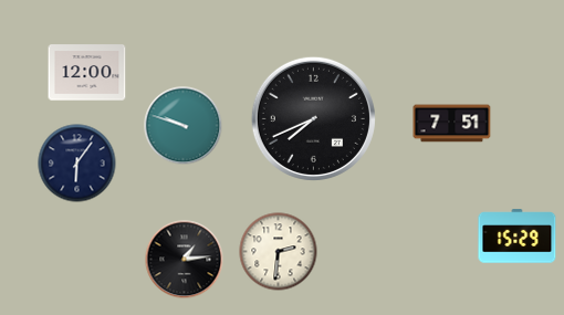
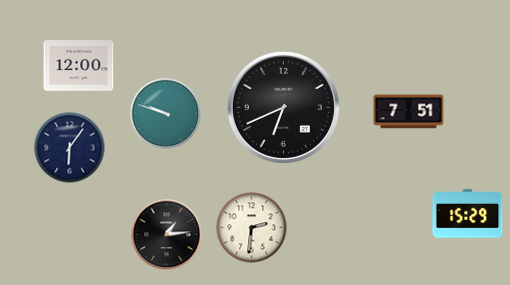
clock at (313, 118): 7:41 -> 6:41
